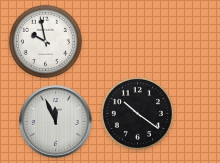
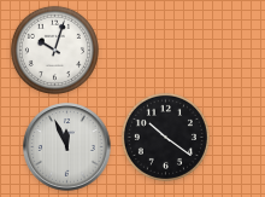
clock at (45, 41): 9:58 -> 10:03
